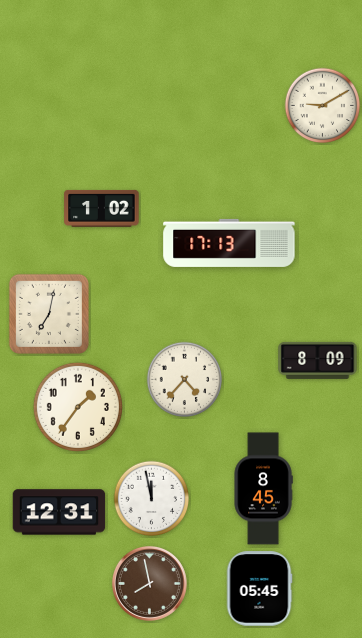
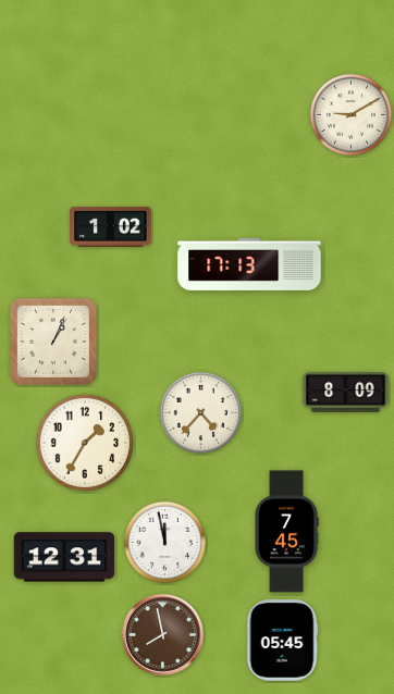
clock at (49, 314): 7:02 -> 1:04
clock at (78, 407): 1:36 -> 1:35
clock at (263, 489): 8:45 -> 7:45
